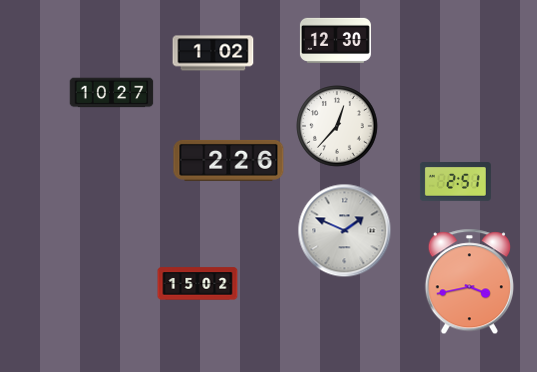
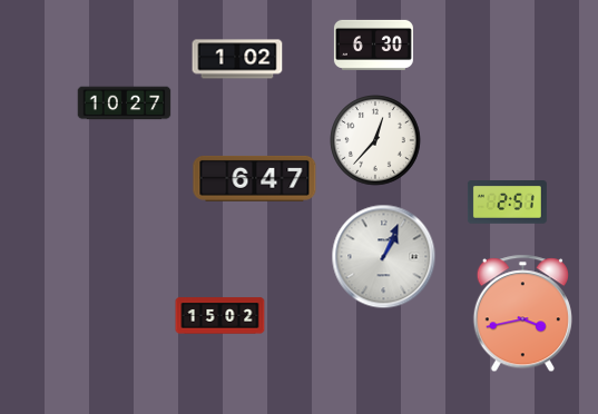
clock at (335, 40): 12:30 -> 6:30
clock at (229, 160): 2:26 -> 6:47
clock at (345, 231): 1:49 -> 1:04
